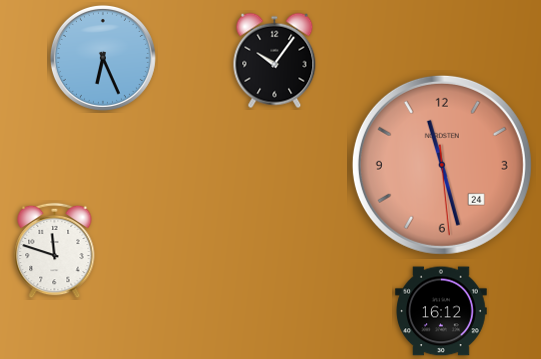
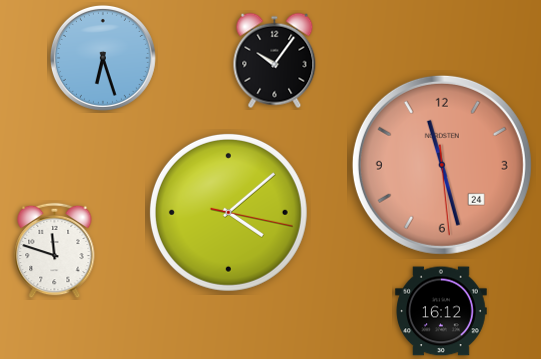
clock at (103, 58): 6:26 -> 6:27
clock at (228, 212): none -> 4:08
